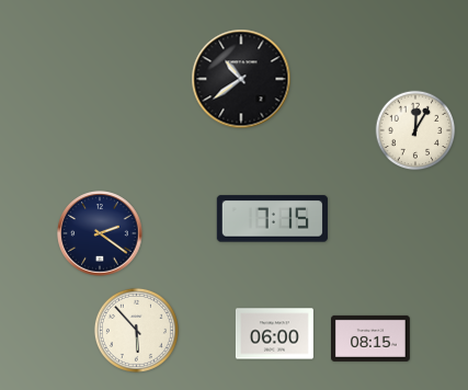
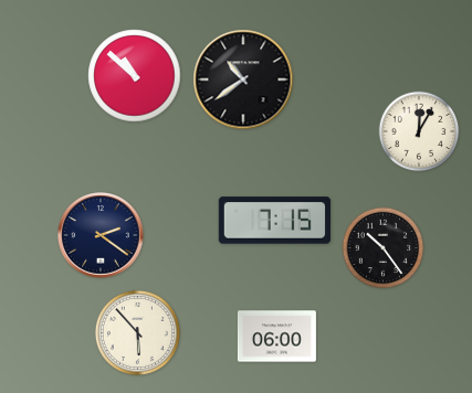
clock at (135, 76): none -> 10:52
clock at (384, 248): none -> 10:24
clock at (372, 339): 08:15 -> none
